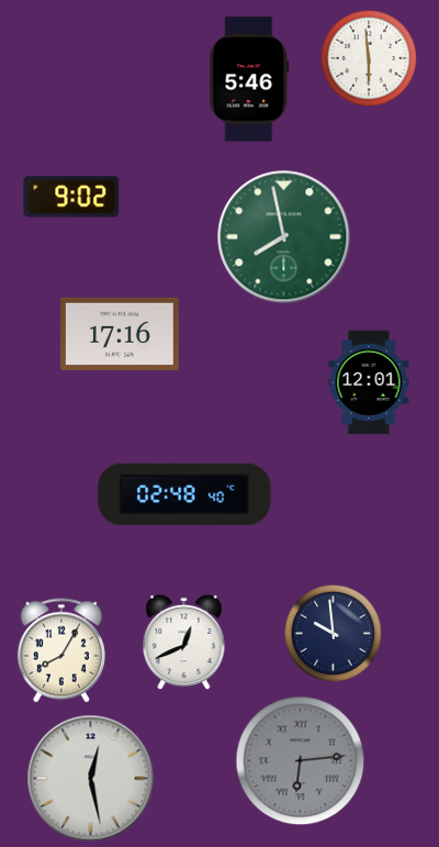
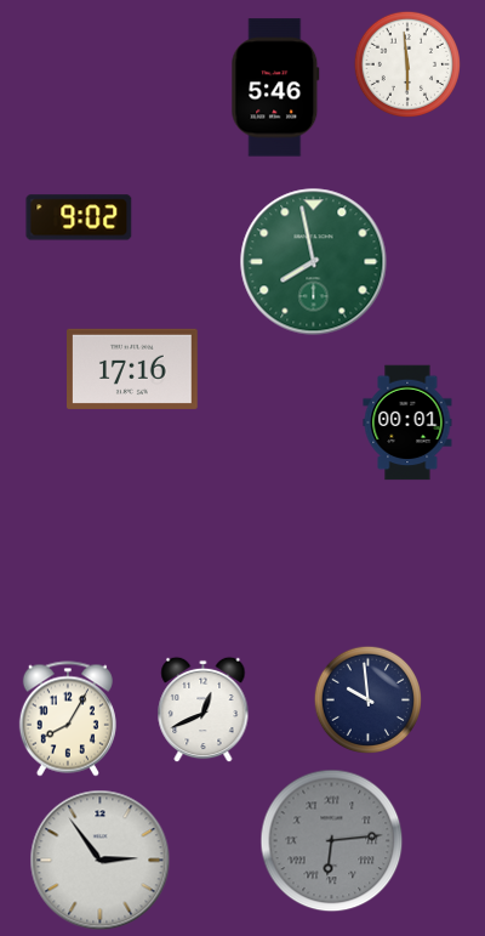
clock at (369, 382): 12:01 -> 00:01
clock at (184, 494): 02:48 -> none
clock at (91, 779): 12:28 -> 2:54
